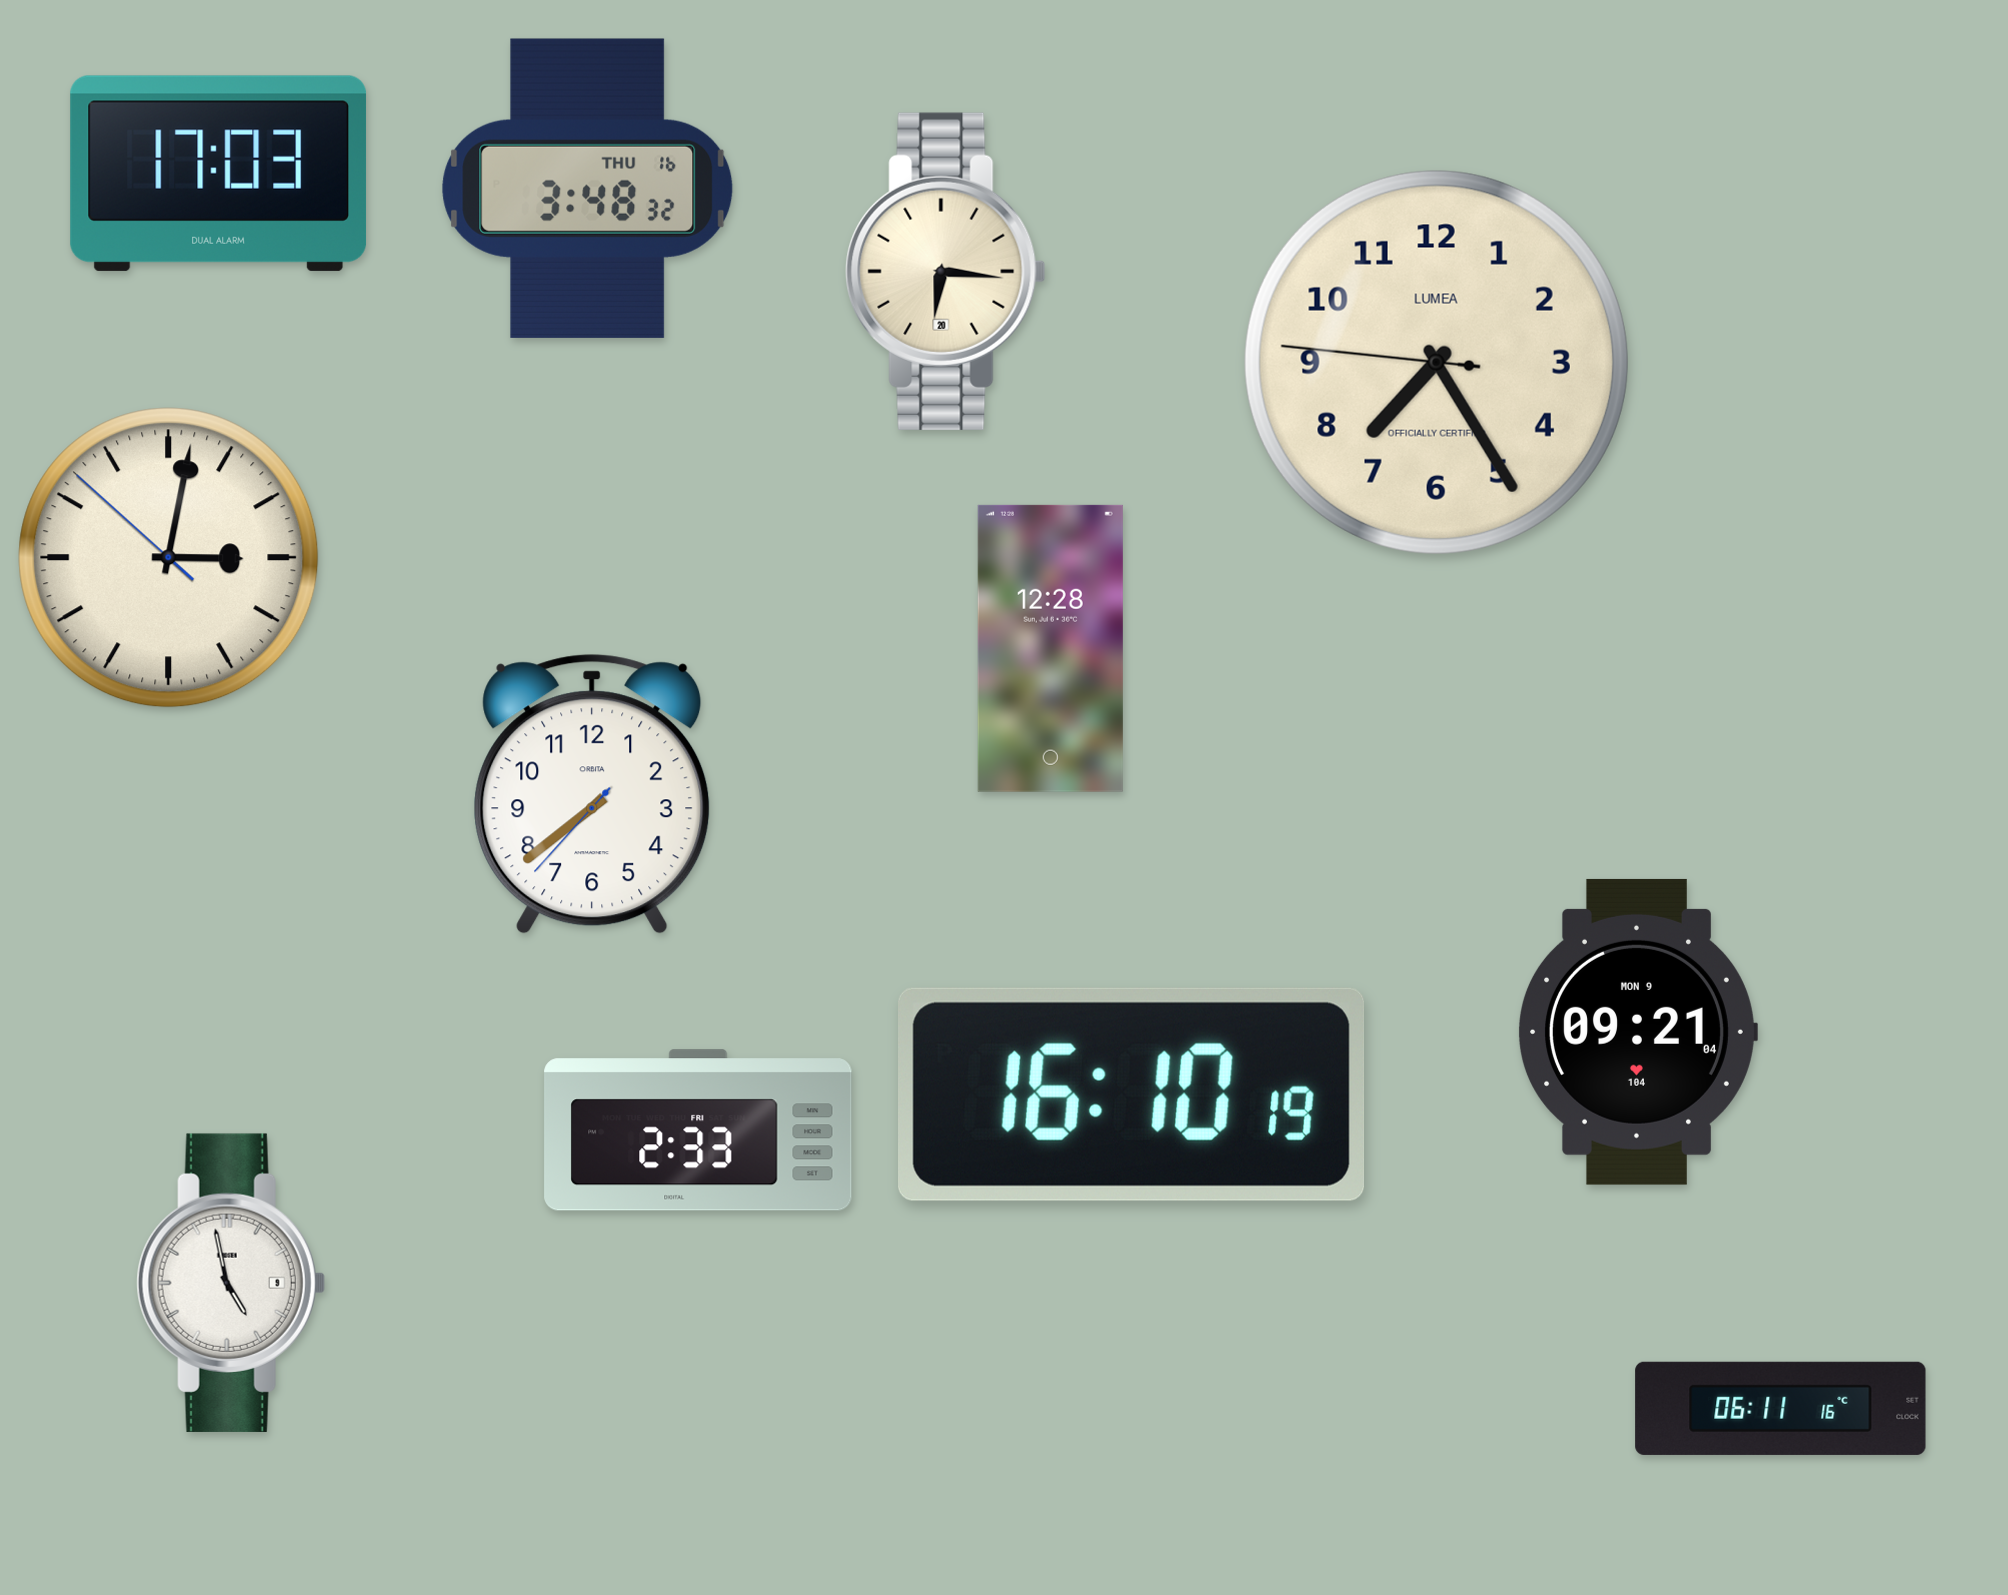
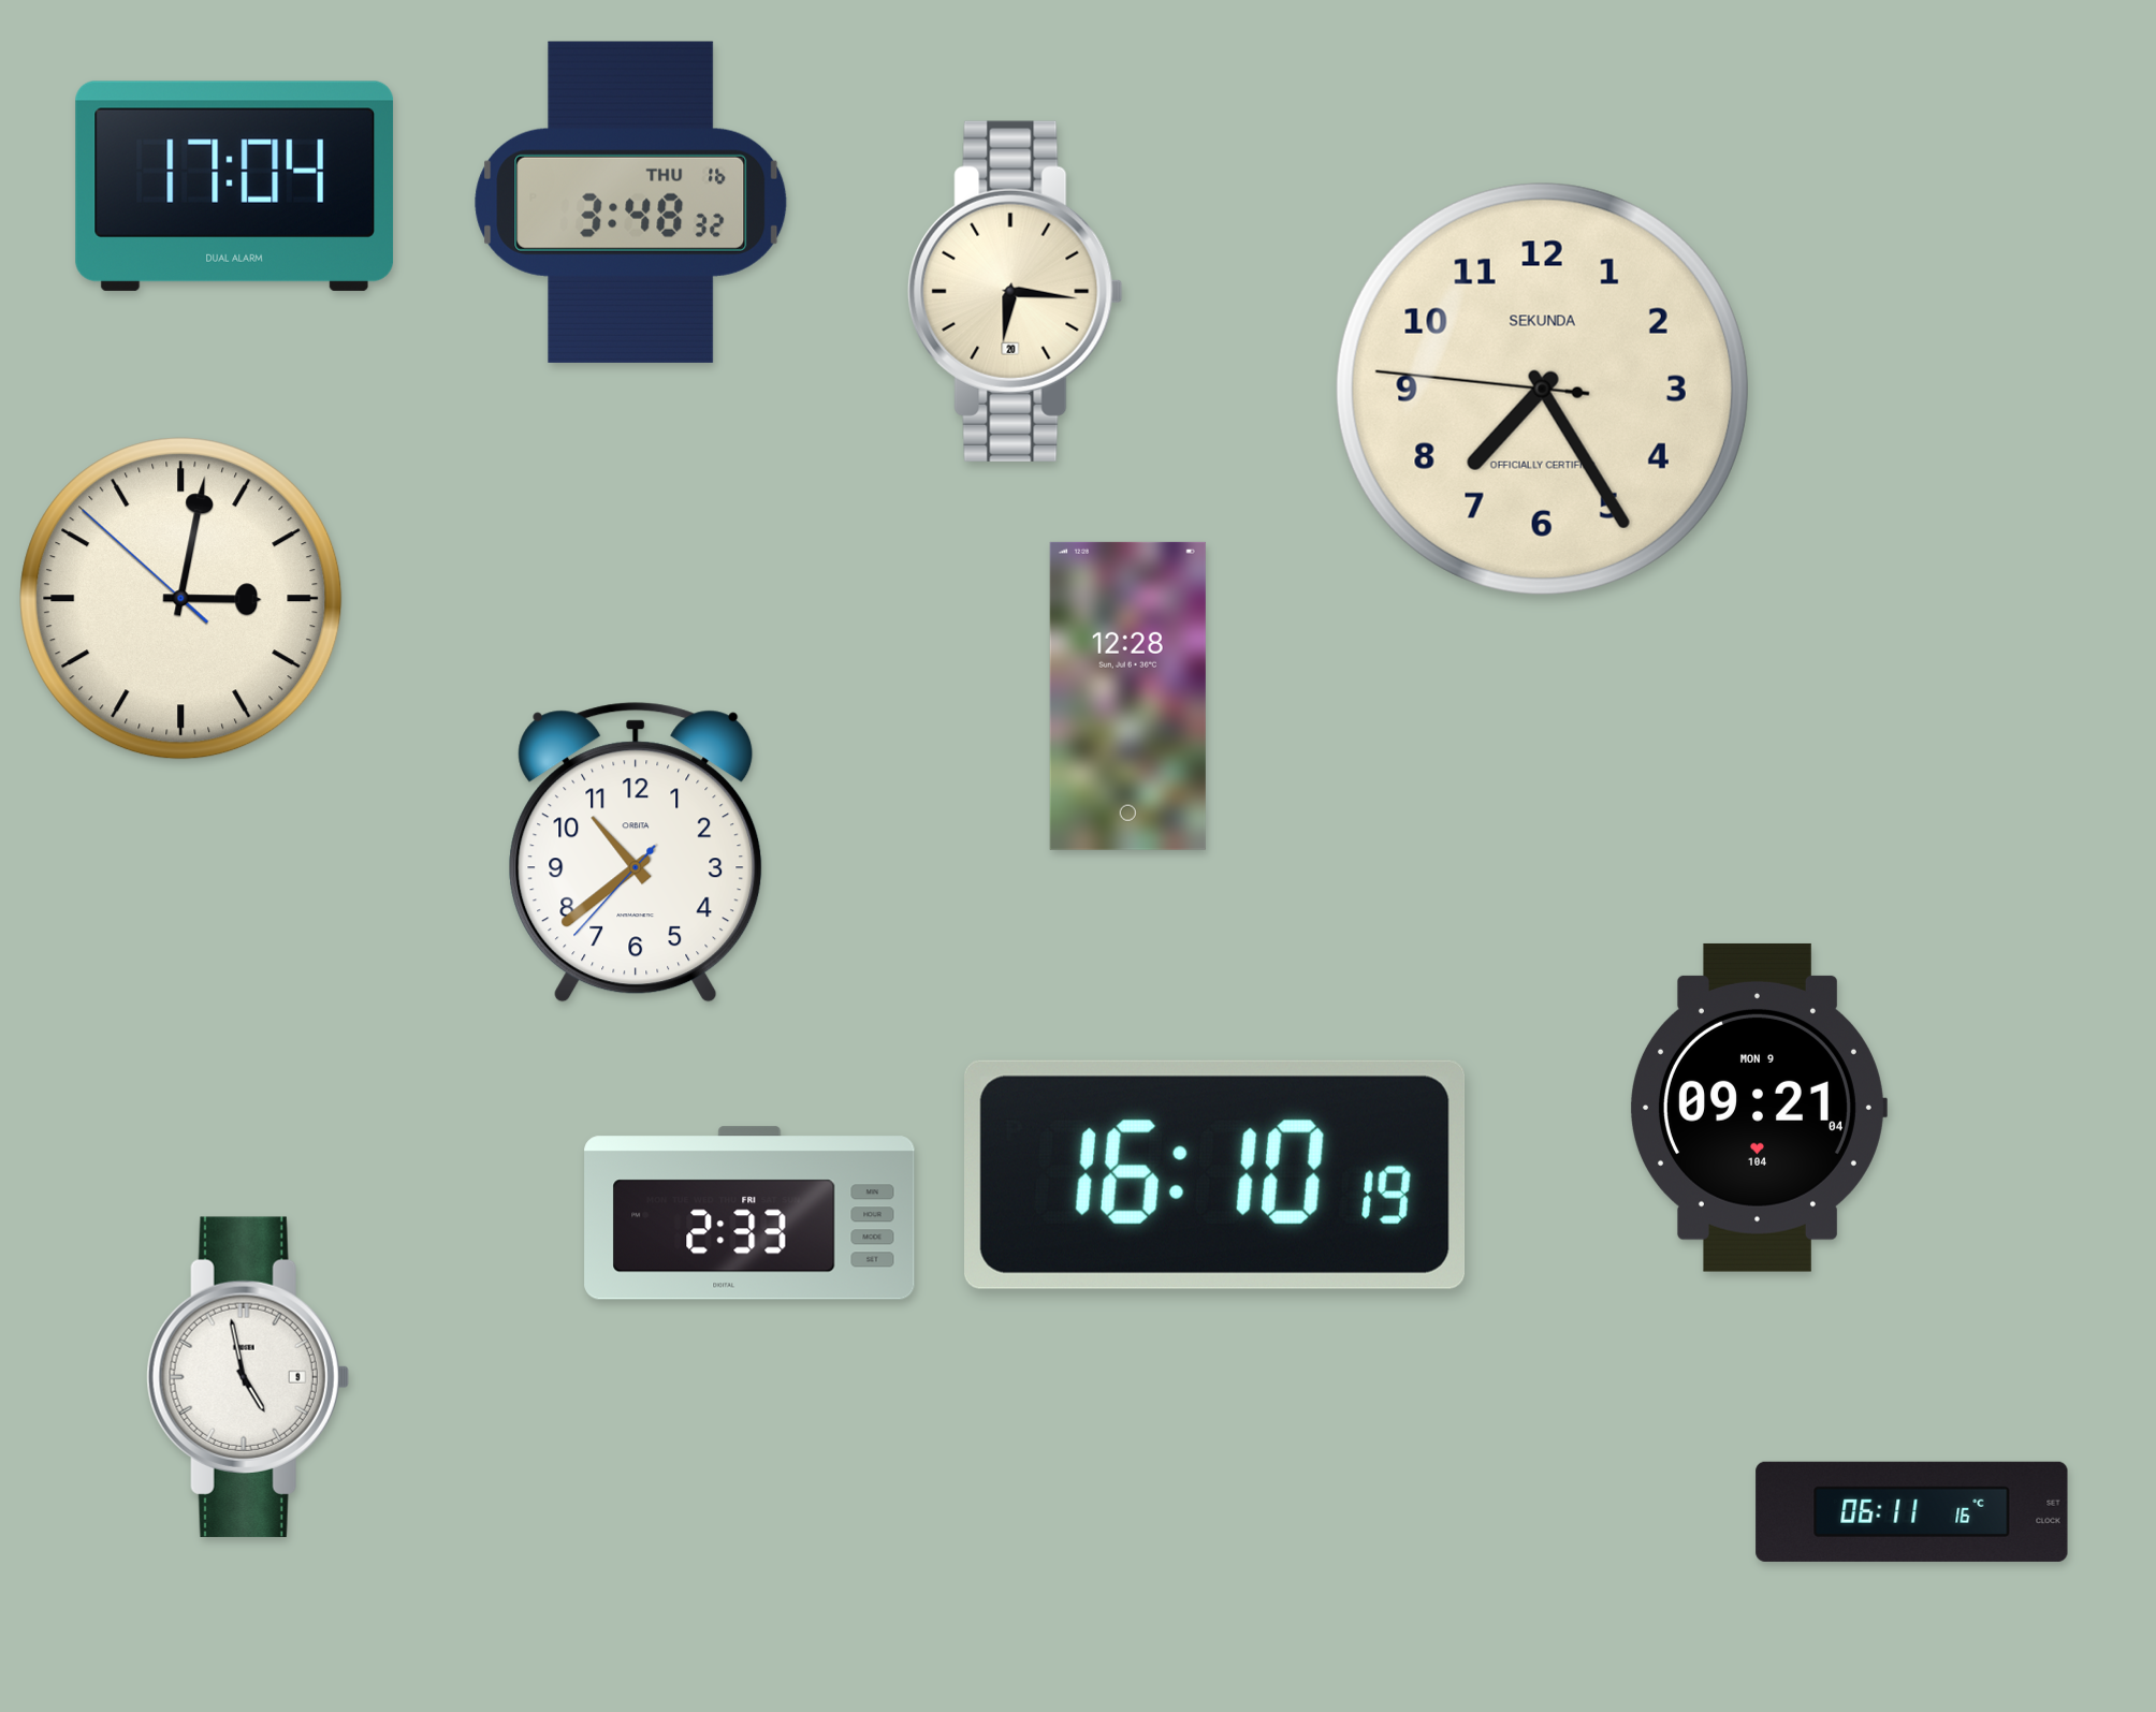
clock at (219, 173): 17:03 -> 17:04
clock at (1436, 362) brand: LUMEA -> SEKUNDA
clock at (592, 794): 7:38 -> 10:38
